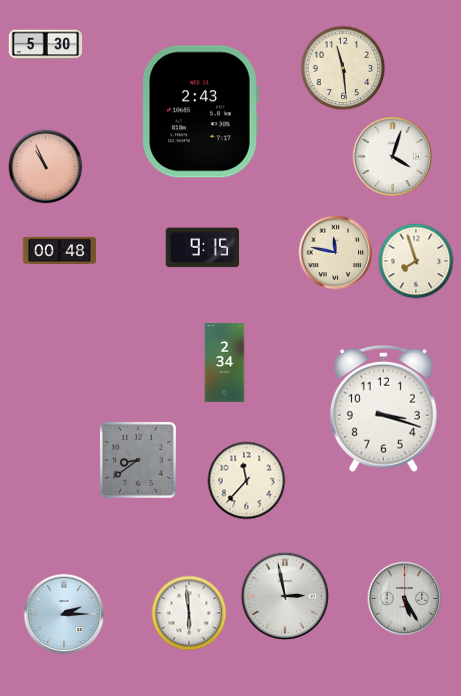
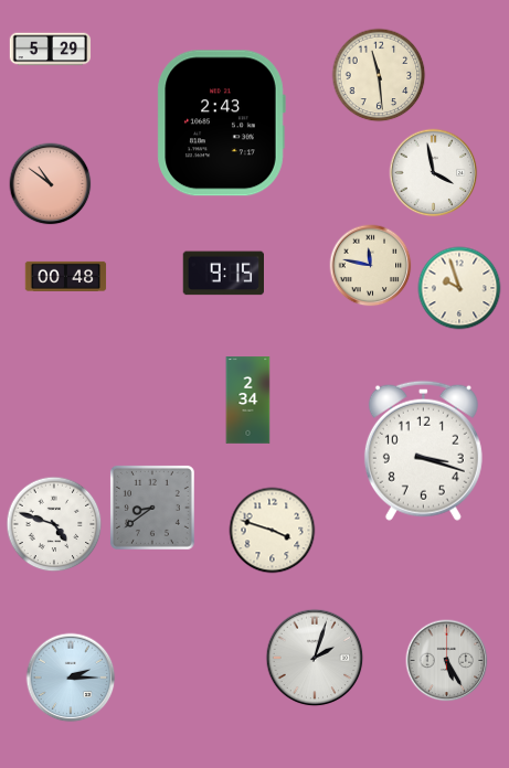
clock at (46, 45): 5:30 -> 5:29
clock at (393, 157): 4:03 -> 3:58
clock at (46, 167): 10:56 -> 10:51
clock at (336, 253) position: (336, 253) -> (371, 266)
clock at (416, 261): 7:57 -> 9:57
clock at (54, 524): none -> 4:48
clock at (247, 481): 11:37 -> 3:48
clock at (285, 596): 2:58 -> 2:03
clock at (189, 613): 5:59 -> none
